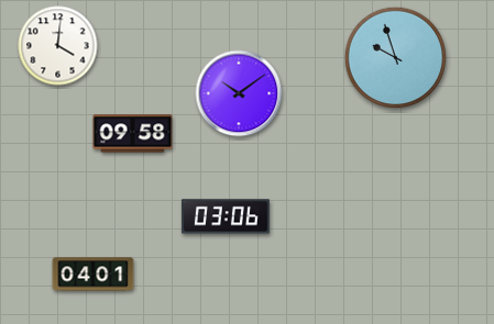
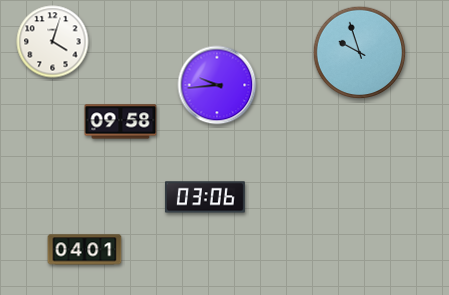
clock at (58, 46): 4:01 -> 4:03
clock at (239, 93): 10:09 -> 9:44
